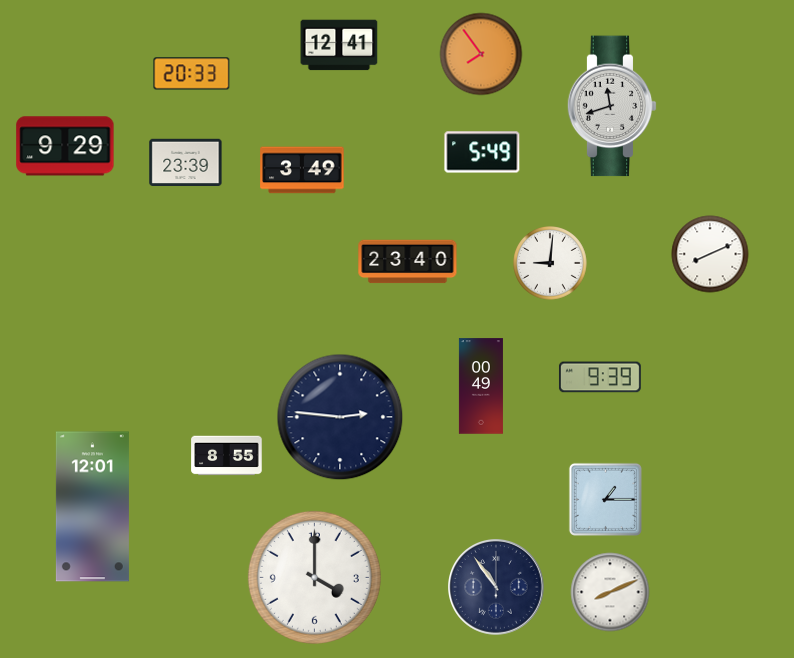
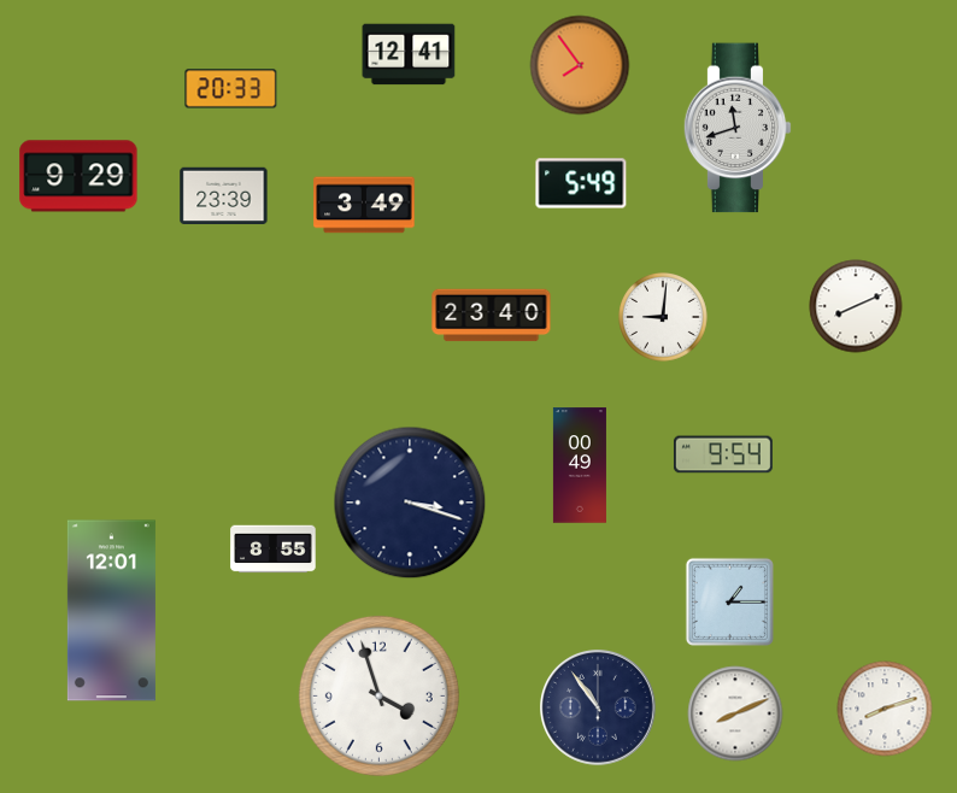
clock at (600, 377): 9:39 -> 9:54
clock at (340, 417): 2:46 -> 3:18
clock at (314, 577): 4:00 -> 3:57
clock at (885, 709): none -> 8:12
